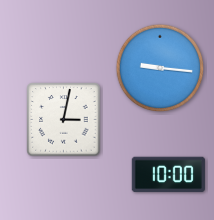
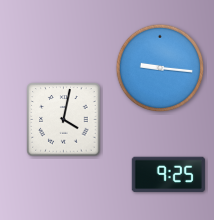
clock at (64, 120): 3:02 -> 4:02
clock at (168, 175): 10:00 -> 9:25
